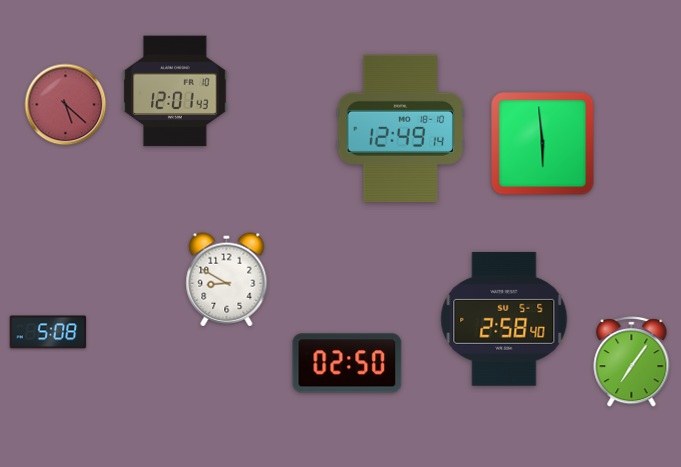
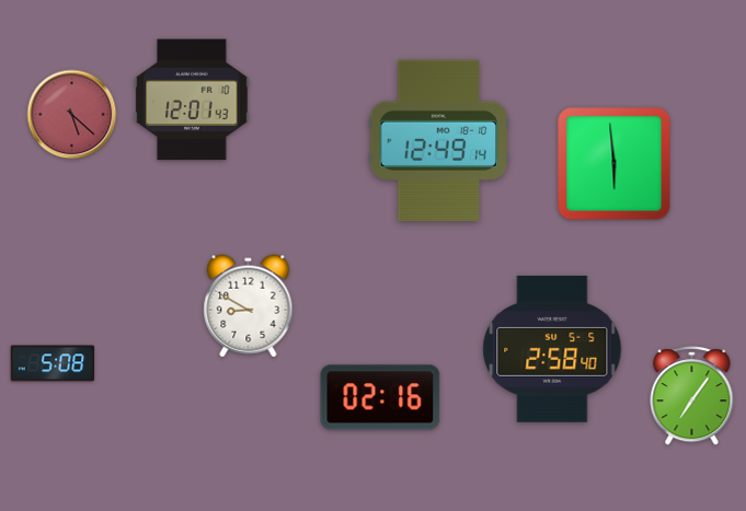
clock at (543, 144) position: (543, 144) -> (615, 164)
clock at (347, 363): 02:50 -> 02:16
